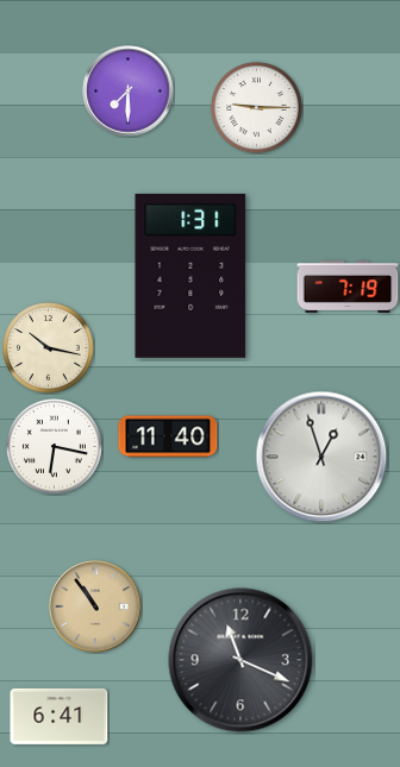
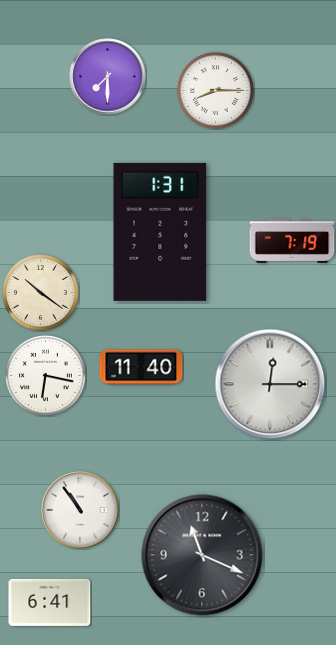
clock at (257, 108): 9:15 -> 8:15
clock at (49, 348): 10:17 -> 10:21
clock at (321, 457): 12:57 -> 12:15
clock at (95, 606) dial: champagne -> white
